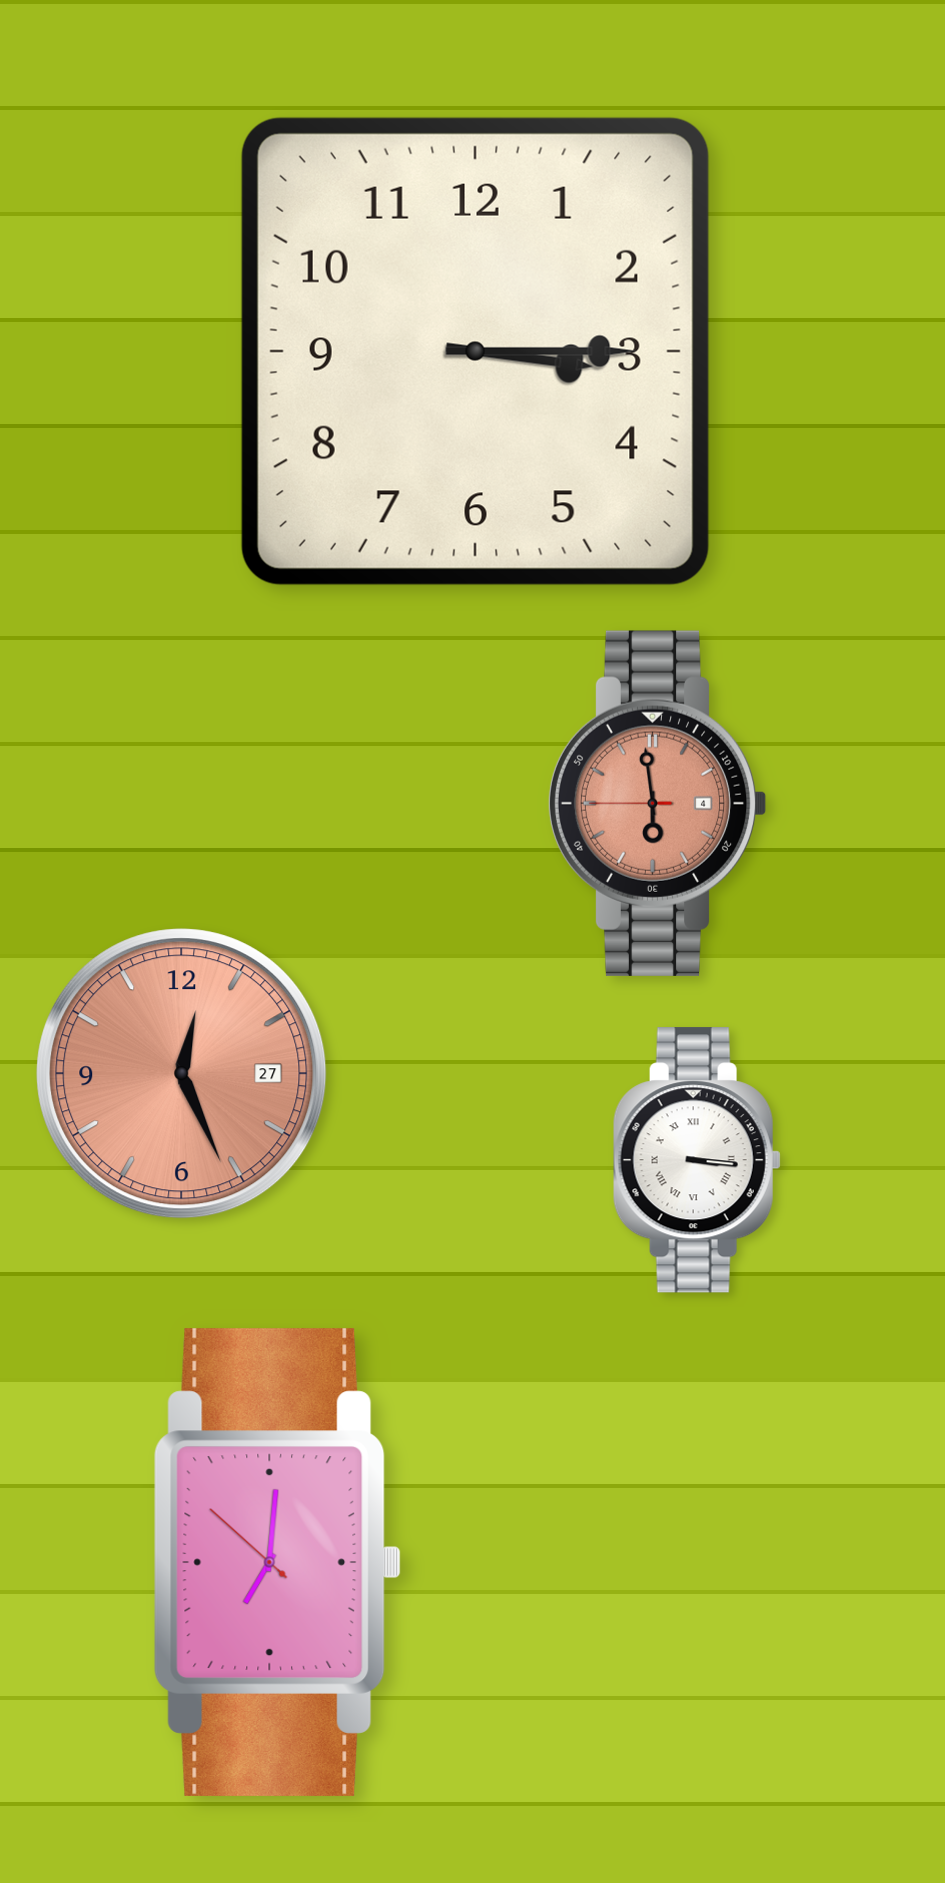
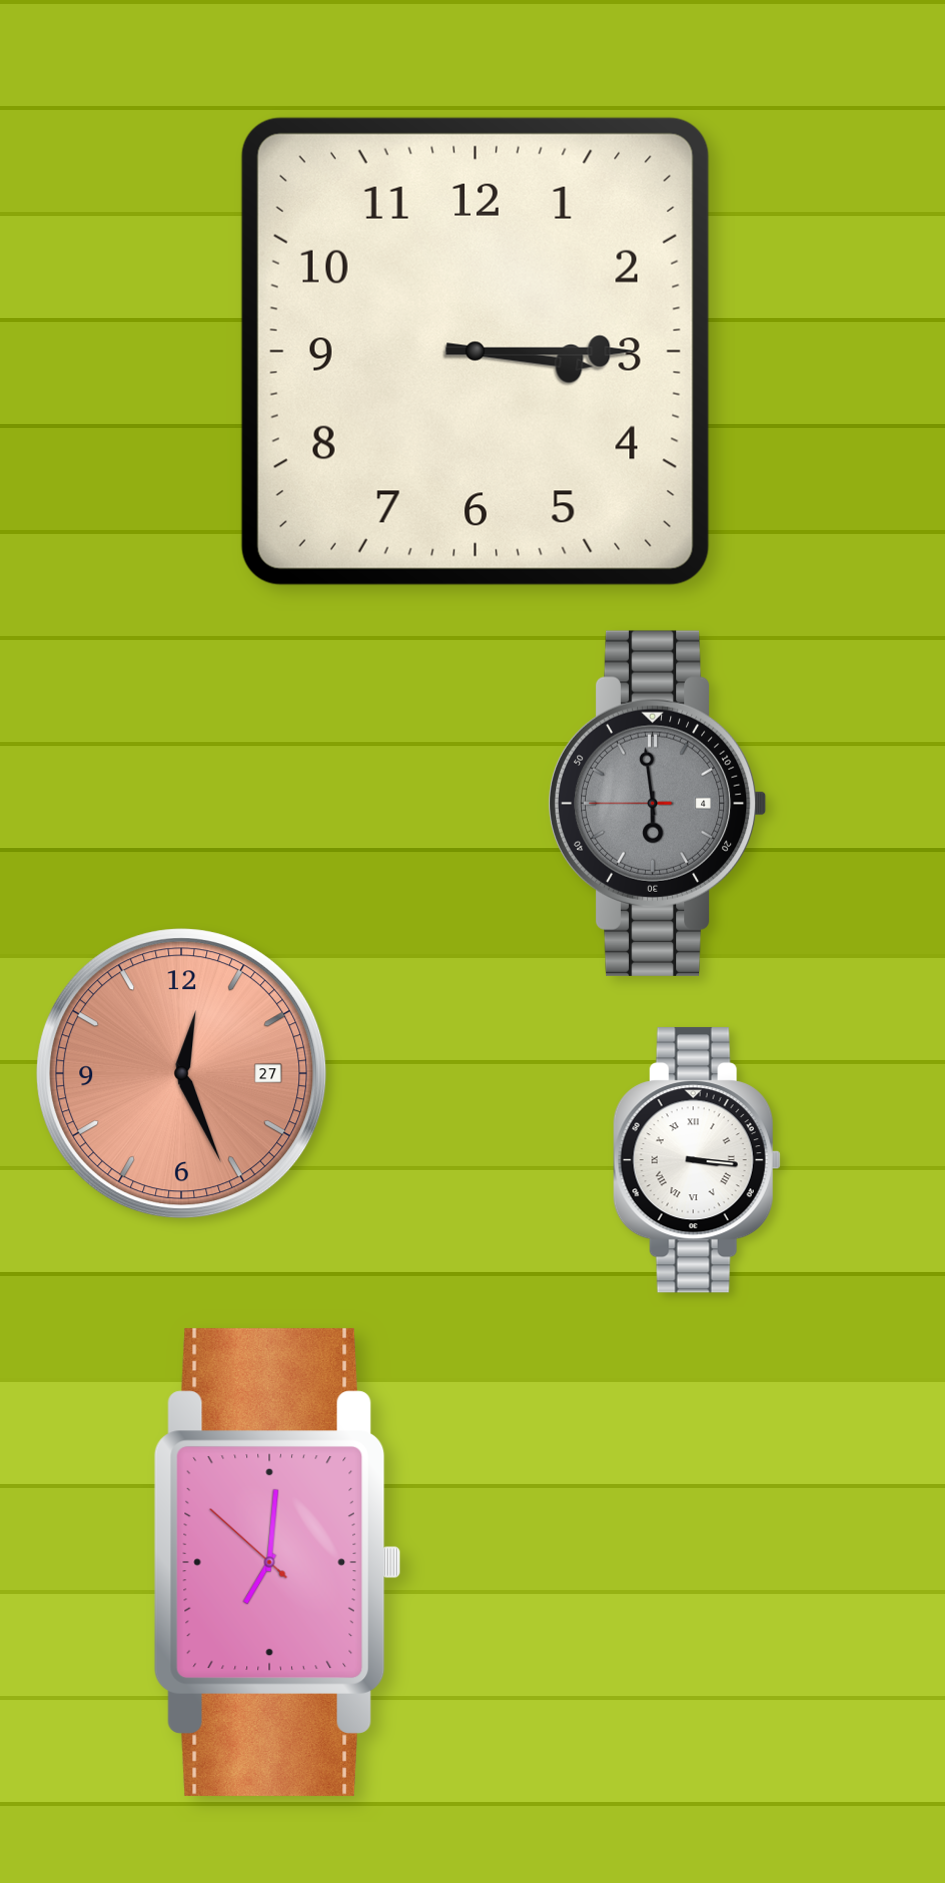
clock at (657, 803) dial: salmon -> grey
